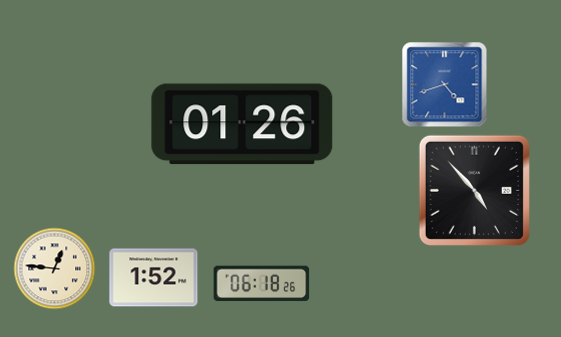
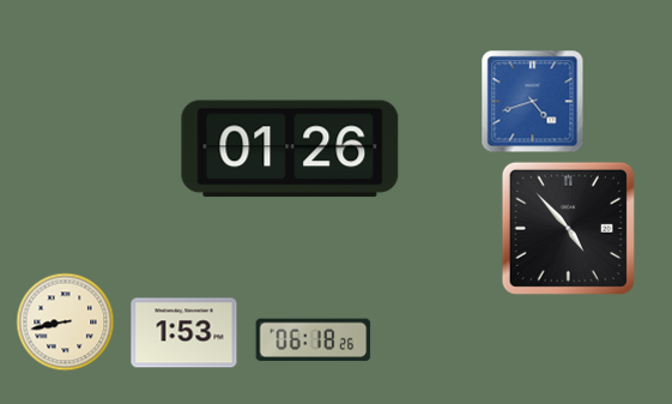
clock at (55, 269): 12:46 -> 8:43
clock at (154, 278): 1:52 -> 1:53
